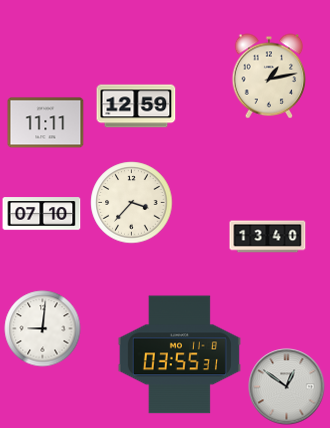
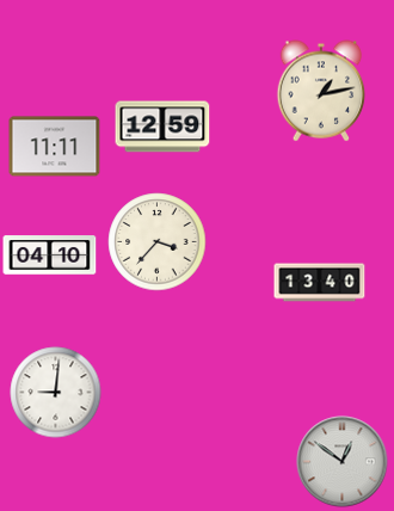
clock at (42, 214): 07:10 -> 04:10
clock at (43, 329) position: (43, 329) -> (56, 393)
clock at (179, 355): 03:55 -> none
